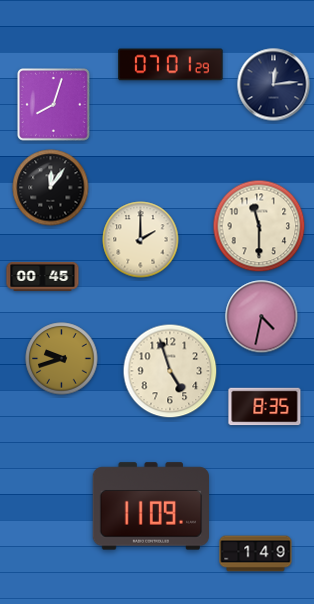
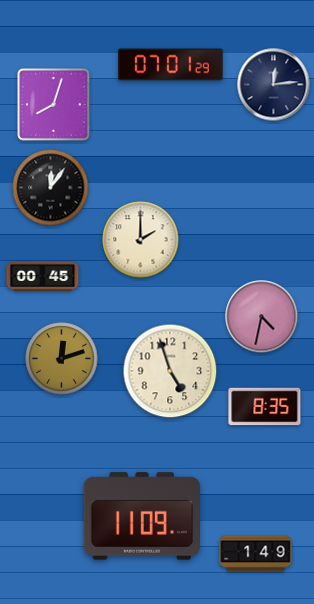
clock at (259, 226): 11:30 -> none
clock at (62, 359): 9:42 -> 12:12
clock at (150, 506) position: (150, 506) -> (141, 516)
